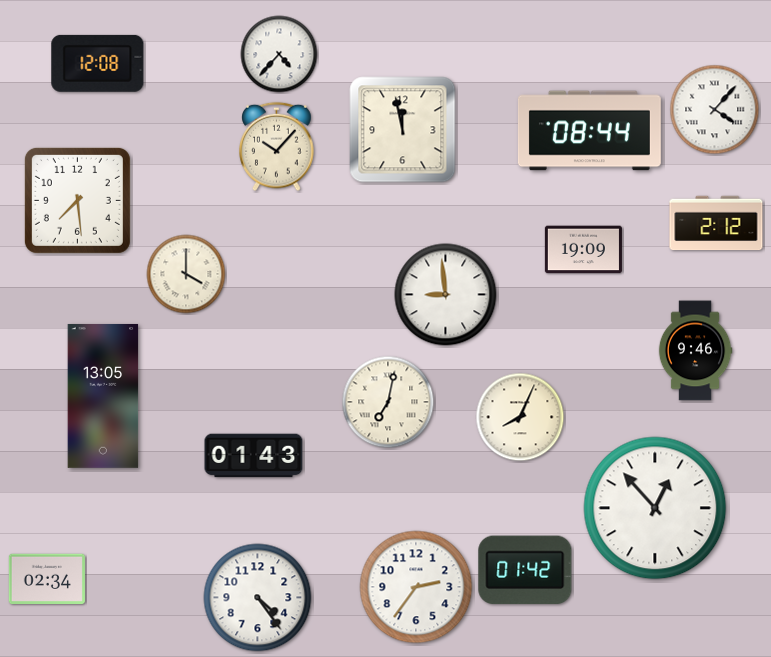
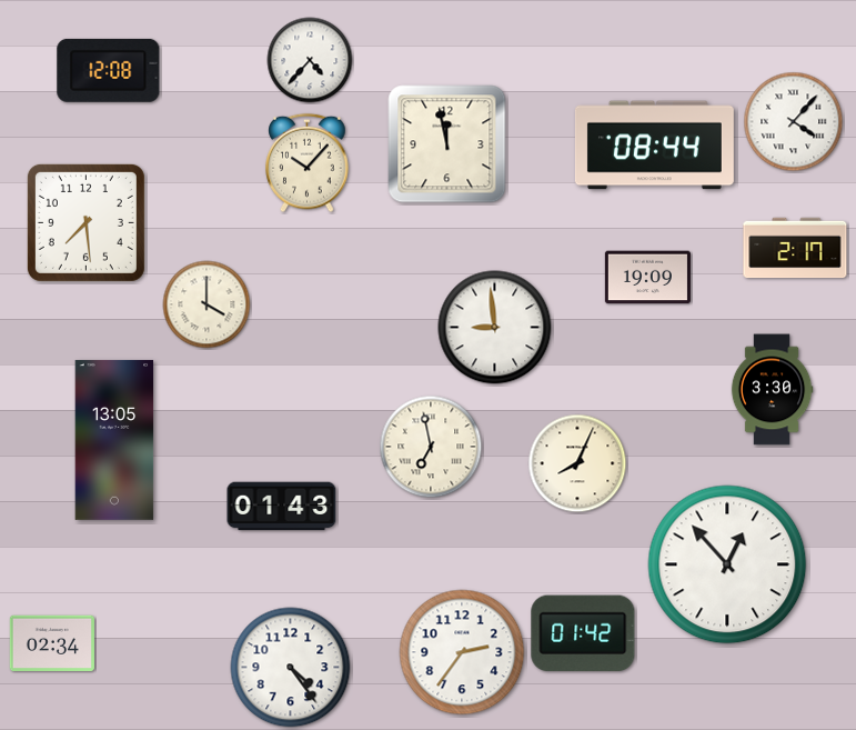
clock at (716, 223): 2:12 -> 2:17
clock at (695, 351): 9:46 -> 3:30
clock at (388, 402): 7:02 -> 6:58
clock at (258, 598) position: (258, 598) -> (291, 668)
